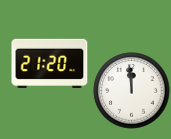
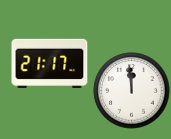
clock at (50, 63): 21:20 -> 21:17
